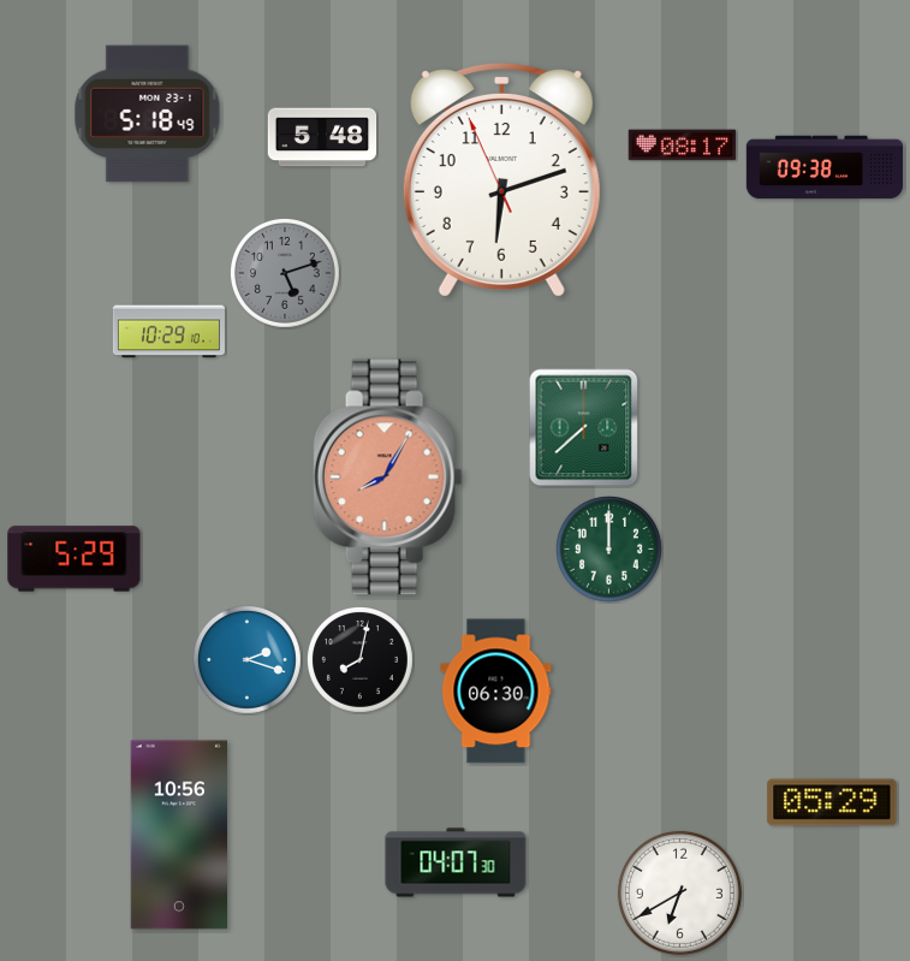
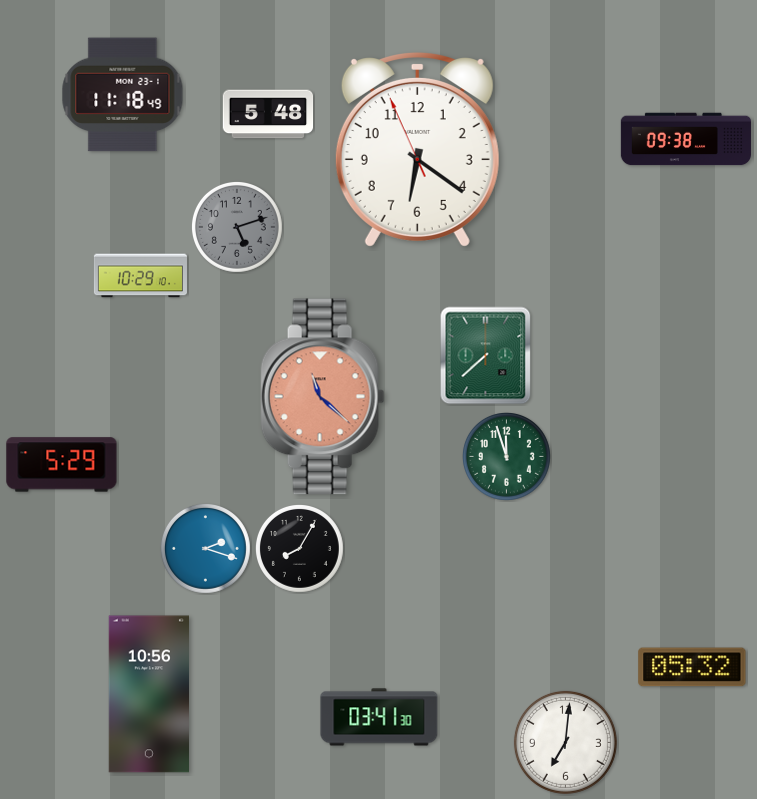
clock at (148, 114): 5:18 -> 11:18
clock at (683, 146): 08:17 -> none
clock at (501, 180): 6:11 -> 6:20
clock at (388, 477): 8:05 -> 11:22
clock at (609, 550): 12:00 -> 11:57
clock at (361, 660): 8:02 -> 8:05
clock at (496, 692): 06:30 -> none
clock at (832, 802): 05:29 -> 05:32
clock at (456, 862): 04:07 -> 03:41
clock at (679, 892): 6:40 -> 7:01
